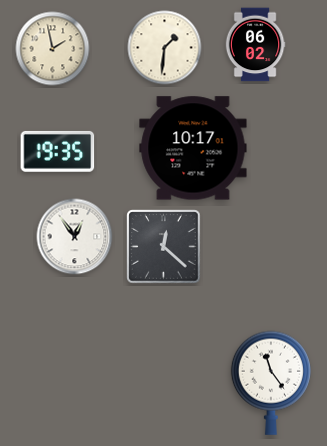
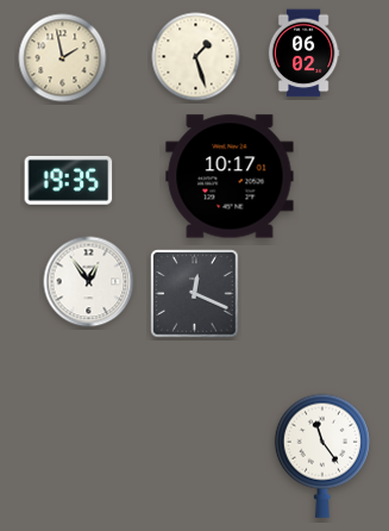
clock at (165, 48): 1:31 -> 1:27
clock at (164, 247): 12:22 -> 12:19
